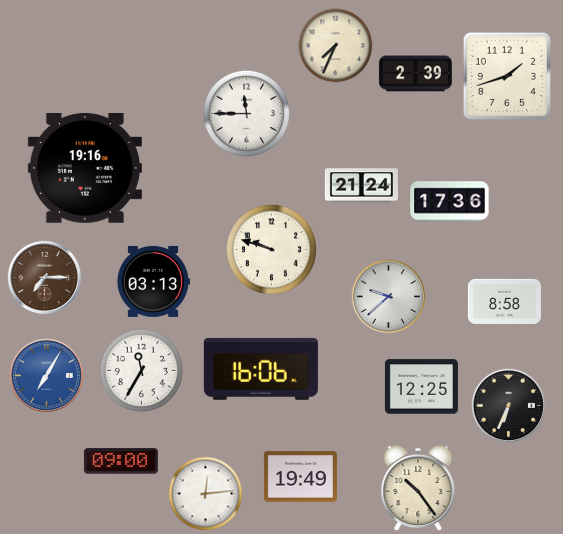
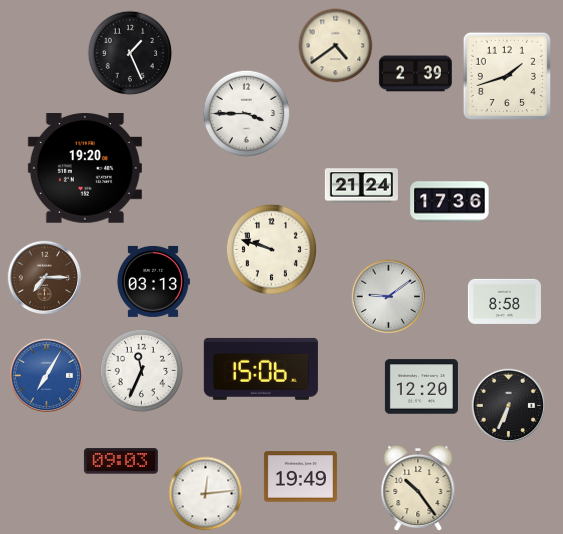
clock at (336, 46): 7:34 -> 4:39
clock at (130, 53): none -> 1:26
clock at (246, 113): 11:45 -> 3:45
clock at (85, 169): 19:16 -> 19:20
clock at (389, 297): 9:38 -> 9:09
clock at (261, 369): 16:06 -> 15:06
clock at (142, 371): 11:35 -> 11:34
clock at (421, 387): 12:25 -> 12:20
clock at (121, 461): 09:00 -> 09:03
